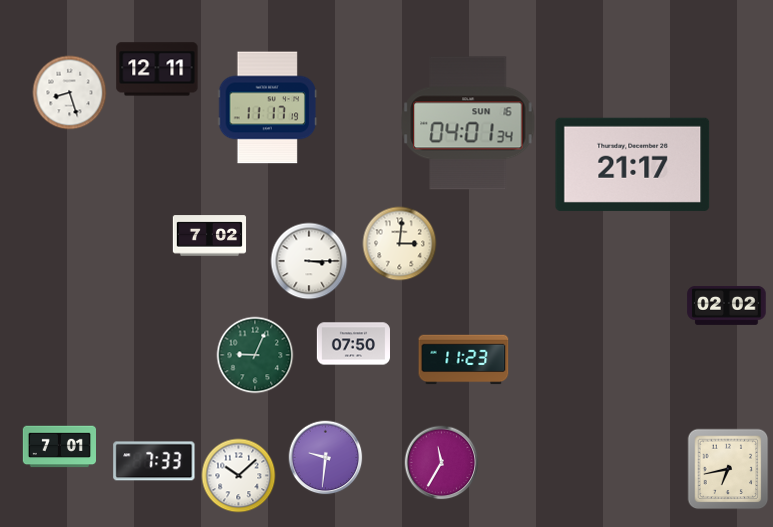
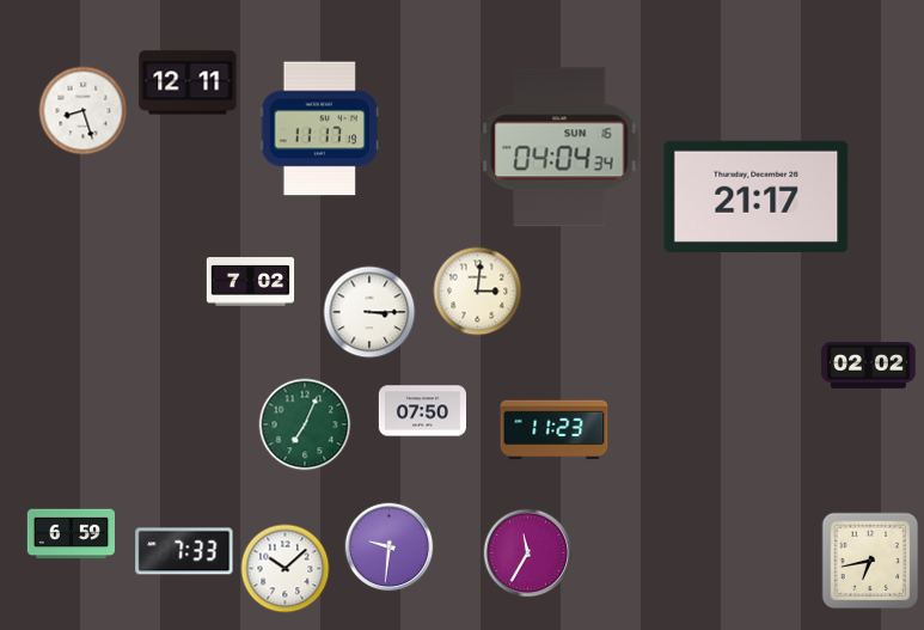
clock at (468, 123): 04:01 -> 04:04
clock at (255, 355): 9:04 -> 7:04
clock at (59, 447): 7:01 -> 6:59
